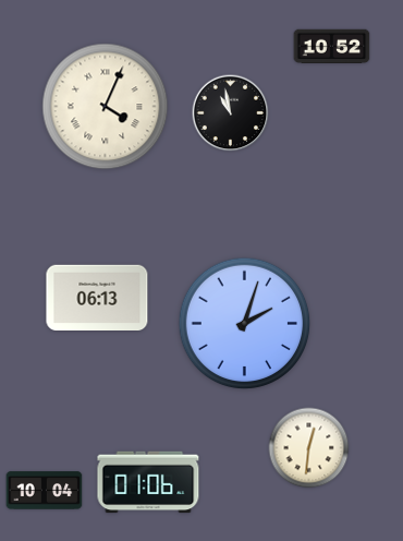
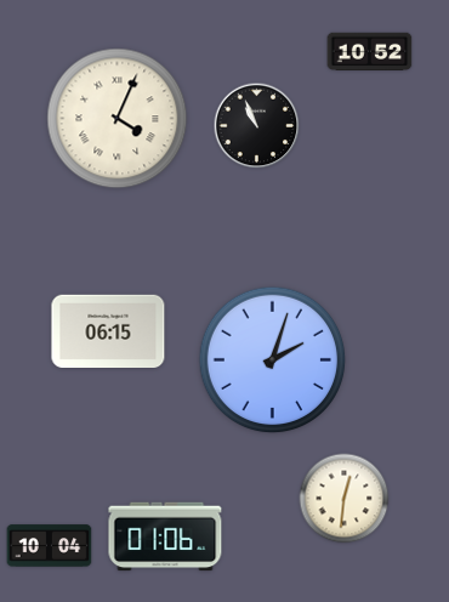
clock at (231, 113): 10:58 -> 10:56
clock at (97, 297): 06:13 -> 06:15
